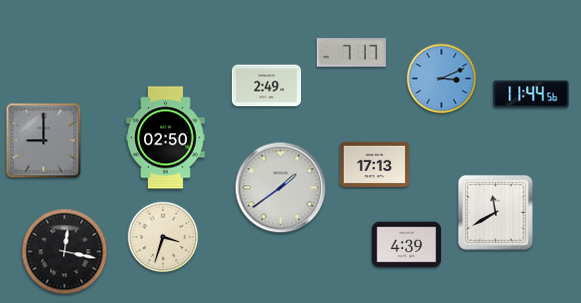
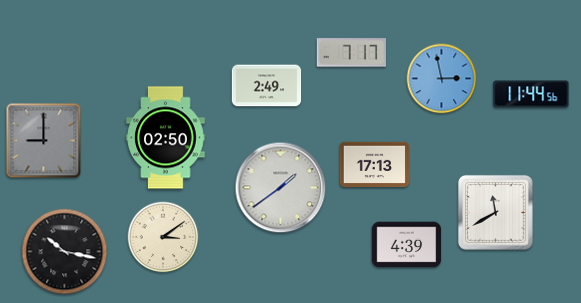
clock at (442, 79): 3:11 -> 2:58
clock at (163, 237): 3:33 -> 3:09
clock at (65, 252): 12:17 -> 10:17
